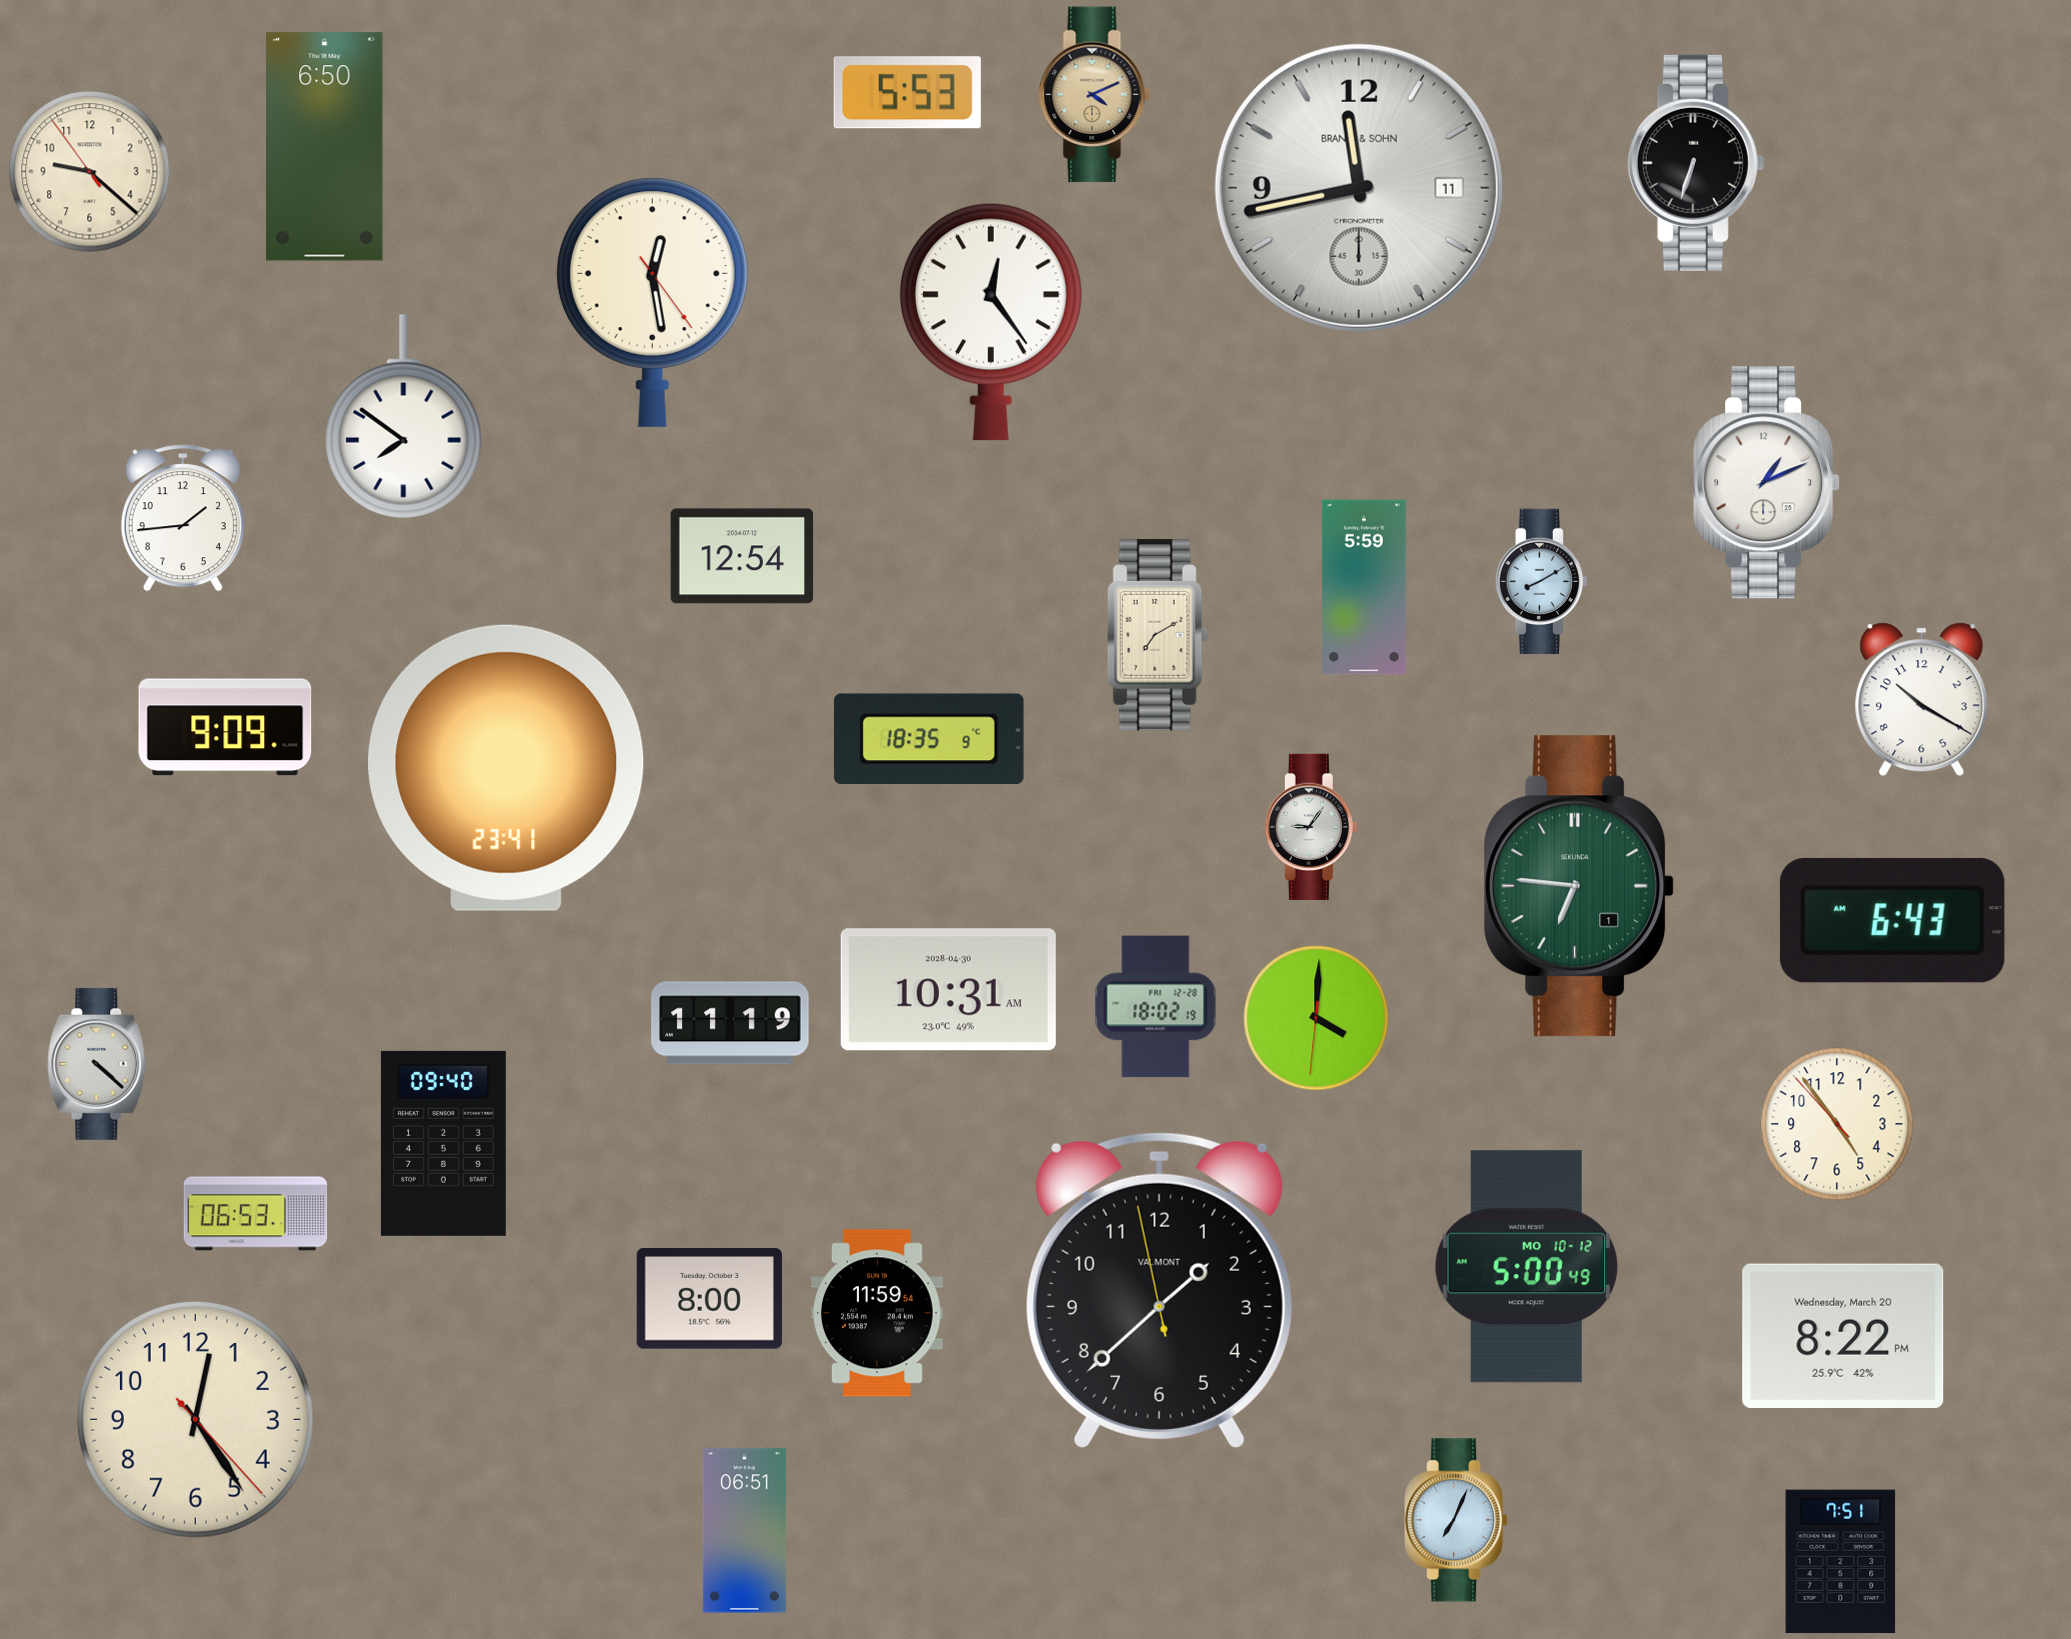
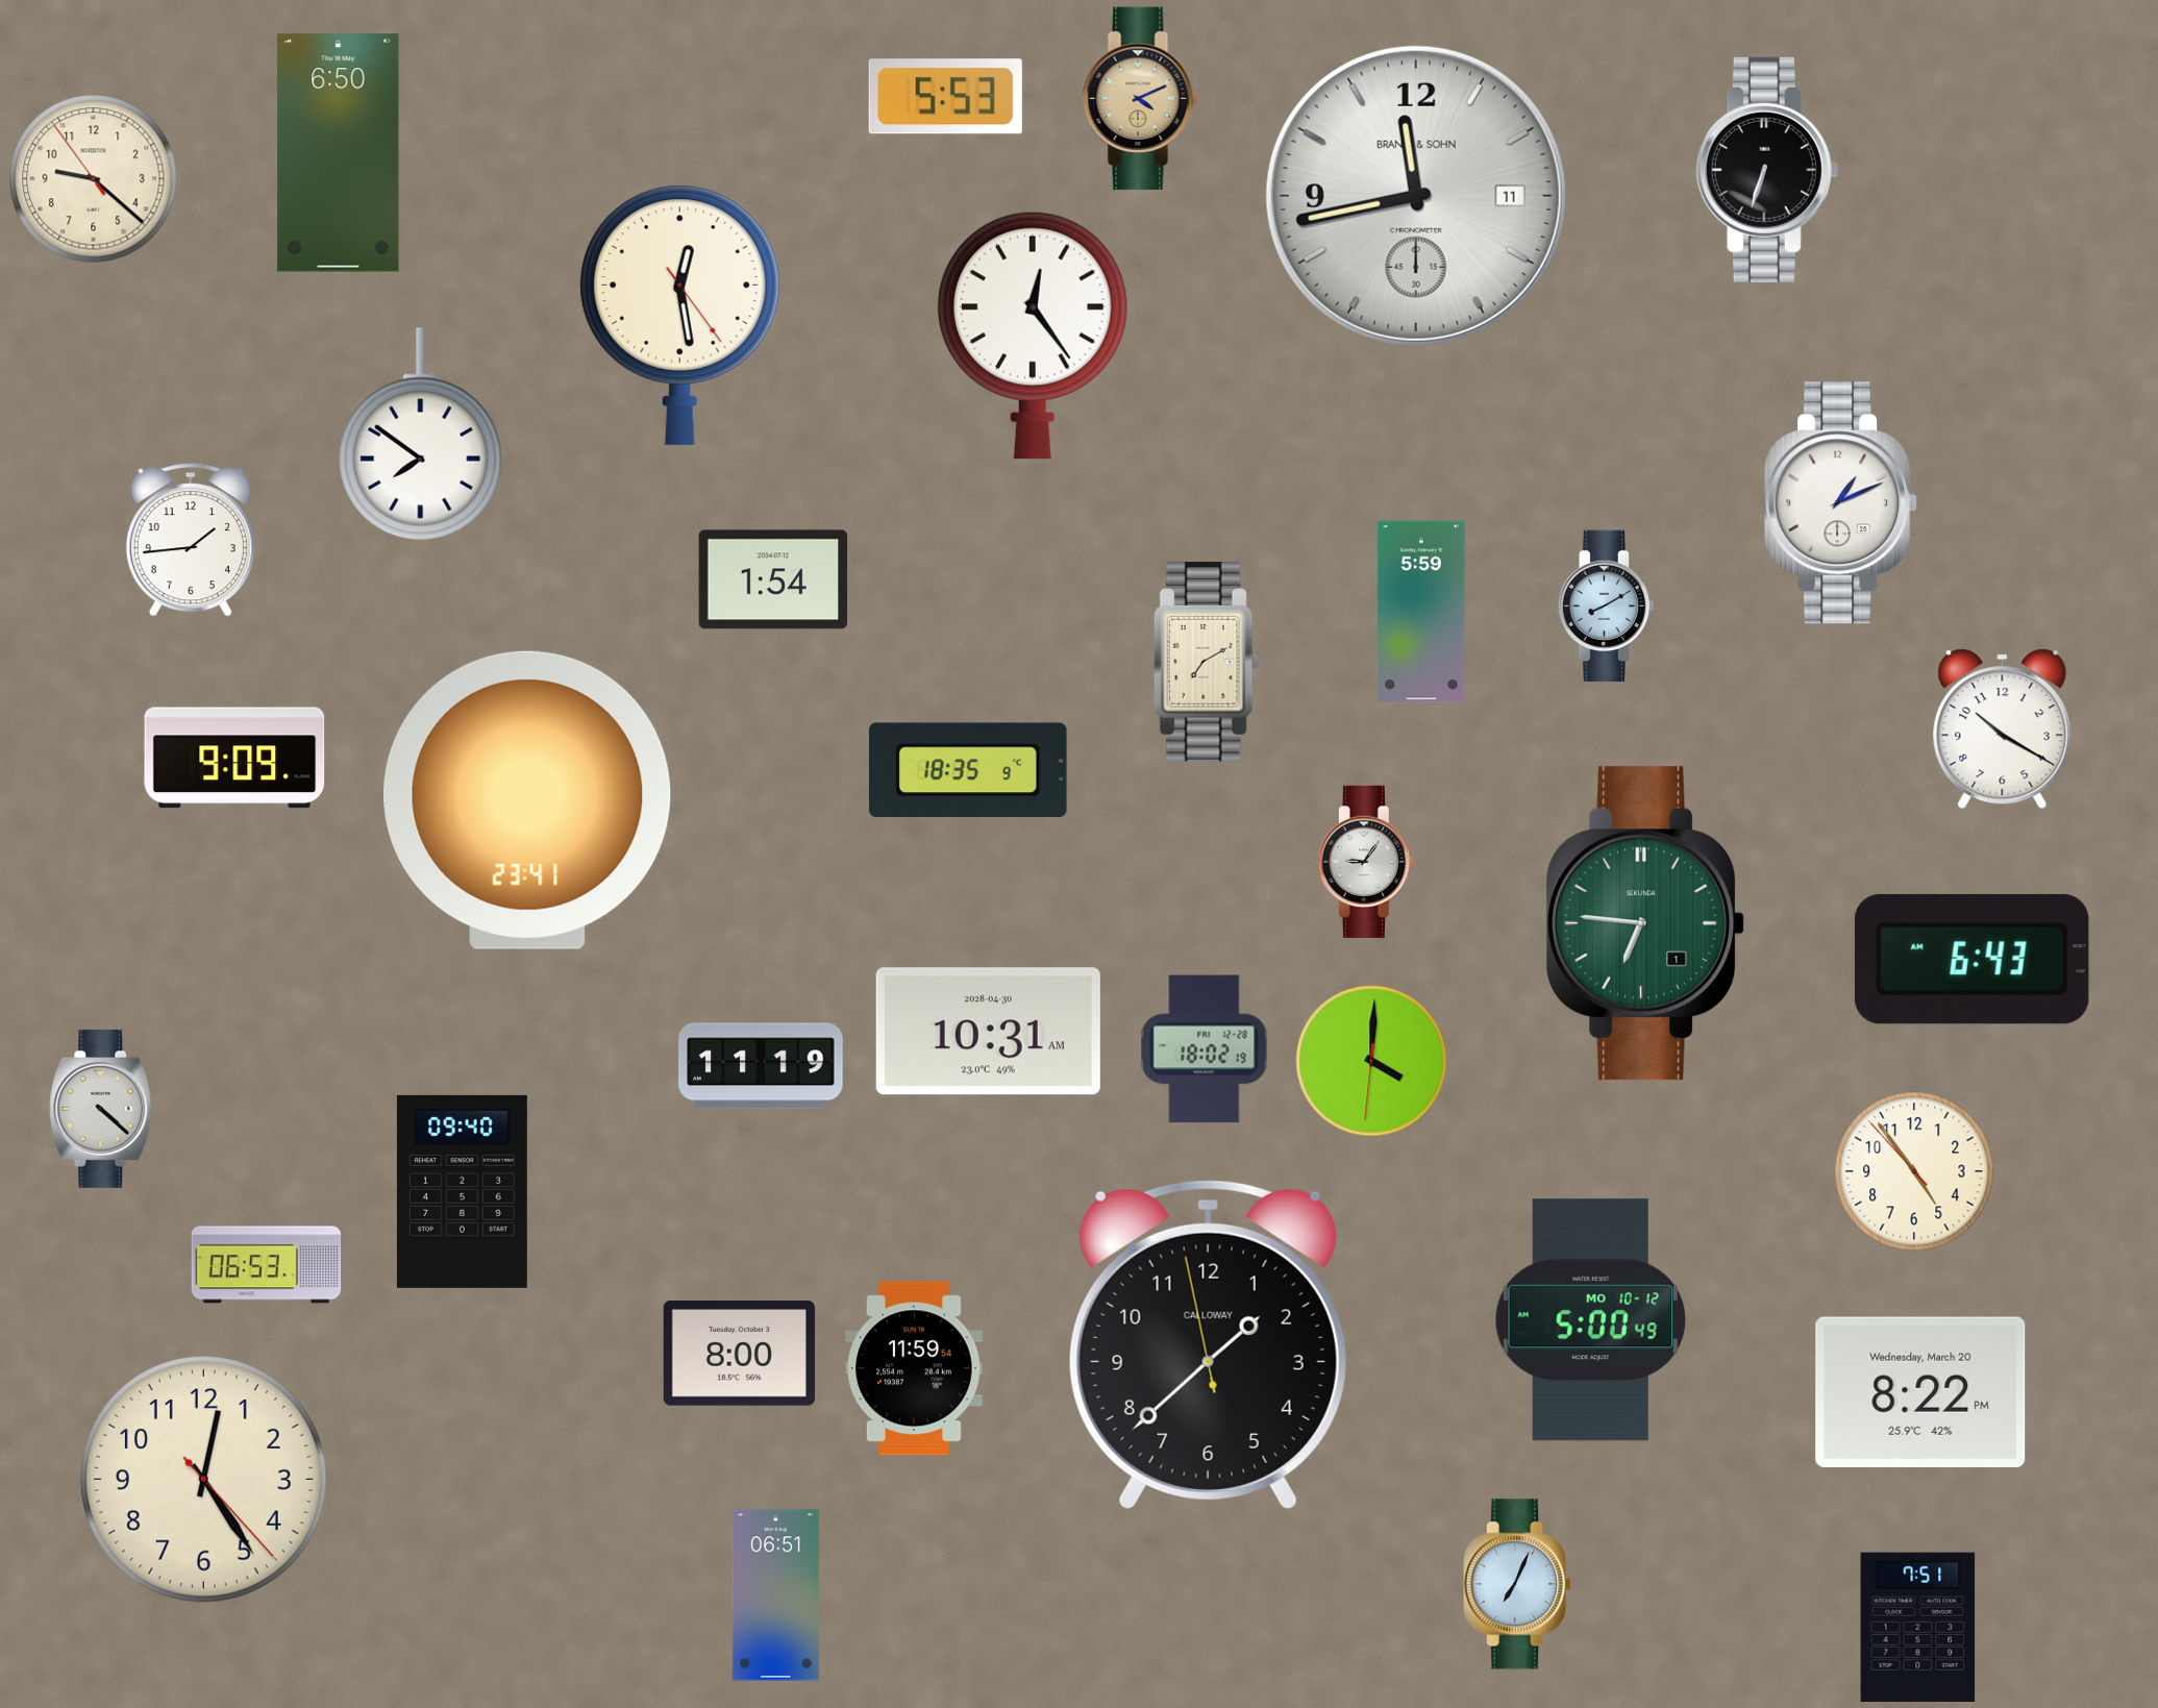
clock at (742, 556): 12:54 -> 1:54
clock at (1159, 1290) brand: VALMONT -> CALLOWAY
